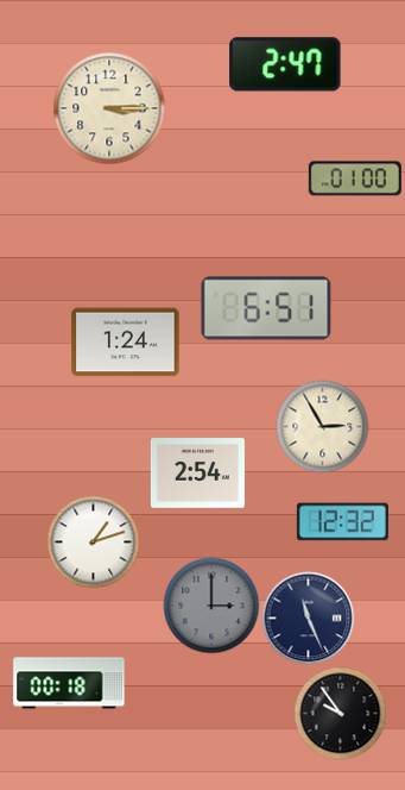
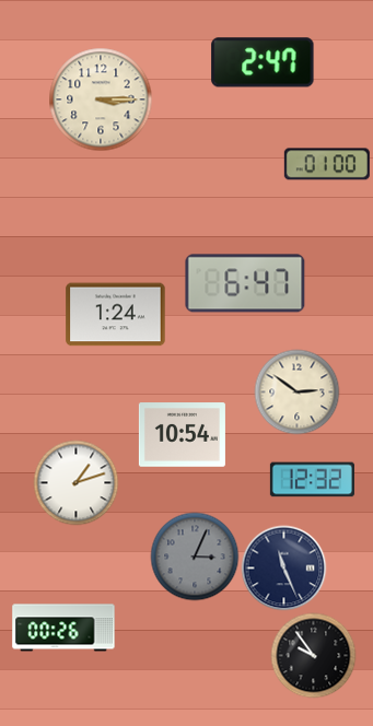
clock at (285, 64) position: (285, 64) -> (263, 62)
clock at (266, 308): 6:51 -> 6:47
clock at (322, 426): 2:55 -> 2:51
clock at (197, 474): 2:54 -> 10:54
clock at (342, 522) position: (342, 522) -> (312, 480)
clock at (93, 541) position: (93, 541) -> (75, 482)
clock at (211, 606): 3:00 -> 3:04
clock at (69, 683): 00:18 -> 00:26
